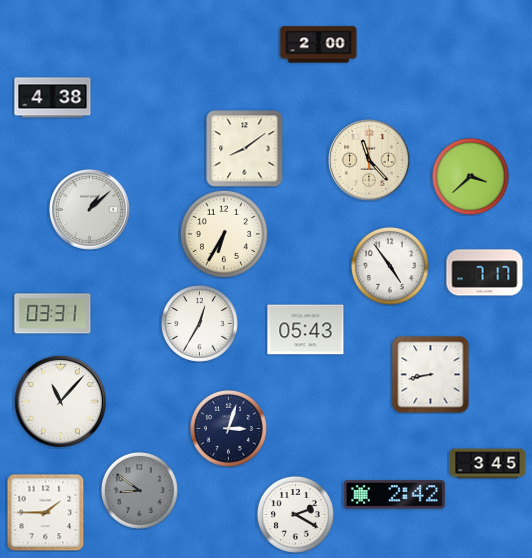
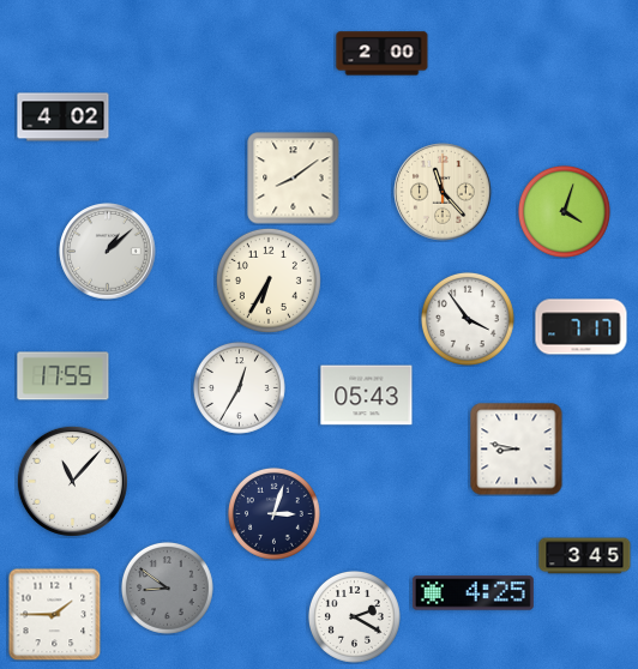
clock at (53, 98): 4:38 -> 4:02
clock at (470, 176): 3:38 -> 4:03
clock at (390, 266): 4:54 -> 3:54
clock at (53, 314): 03:31 -> 17:55
clock at (431, 375): 8:43 -> 8:47
clock at (394, 495): 2:42 -> 4:25
